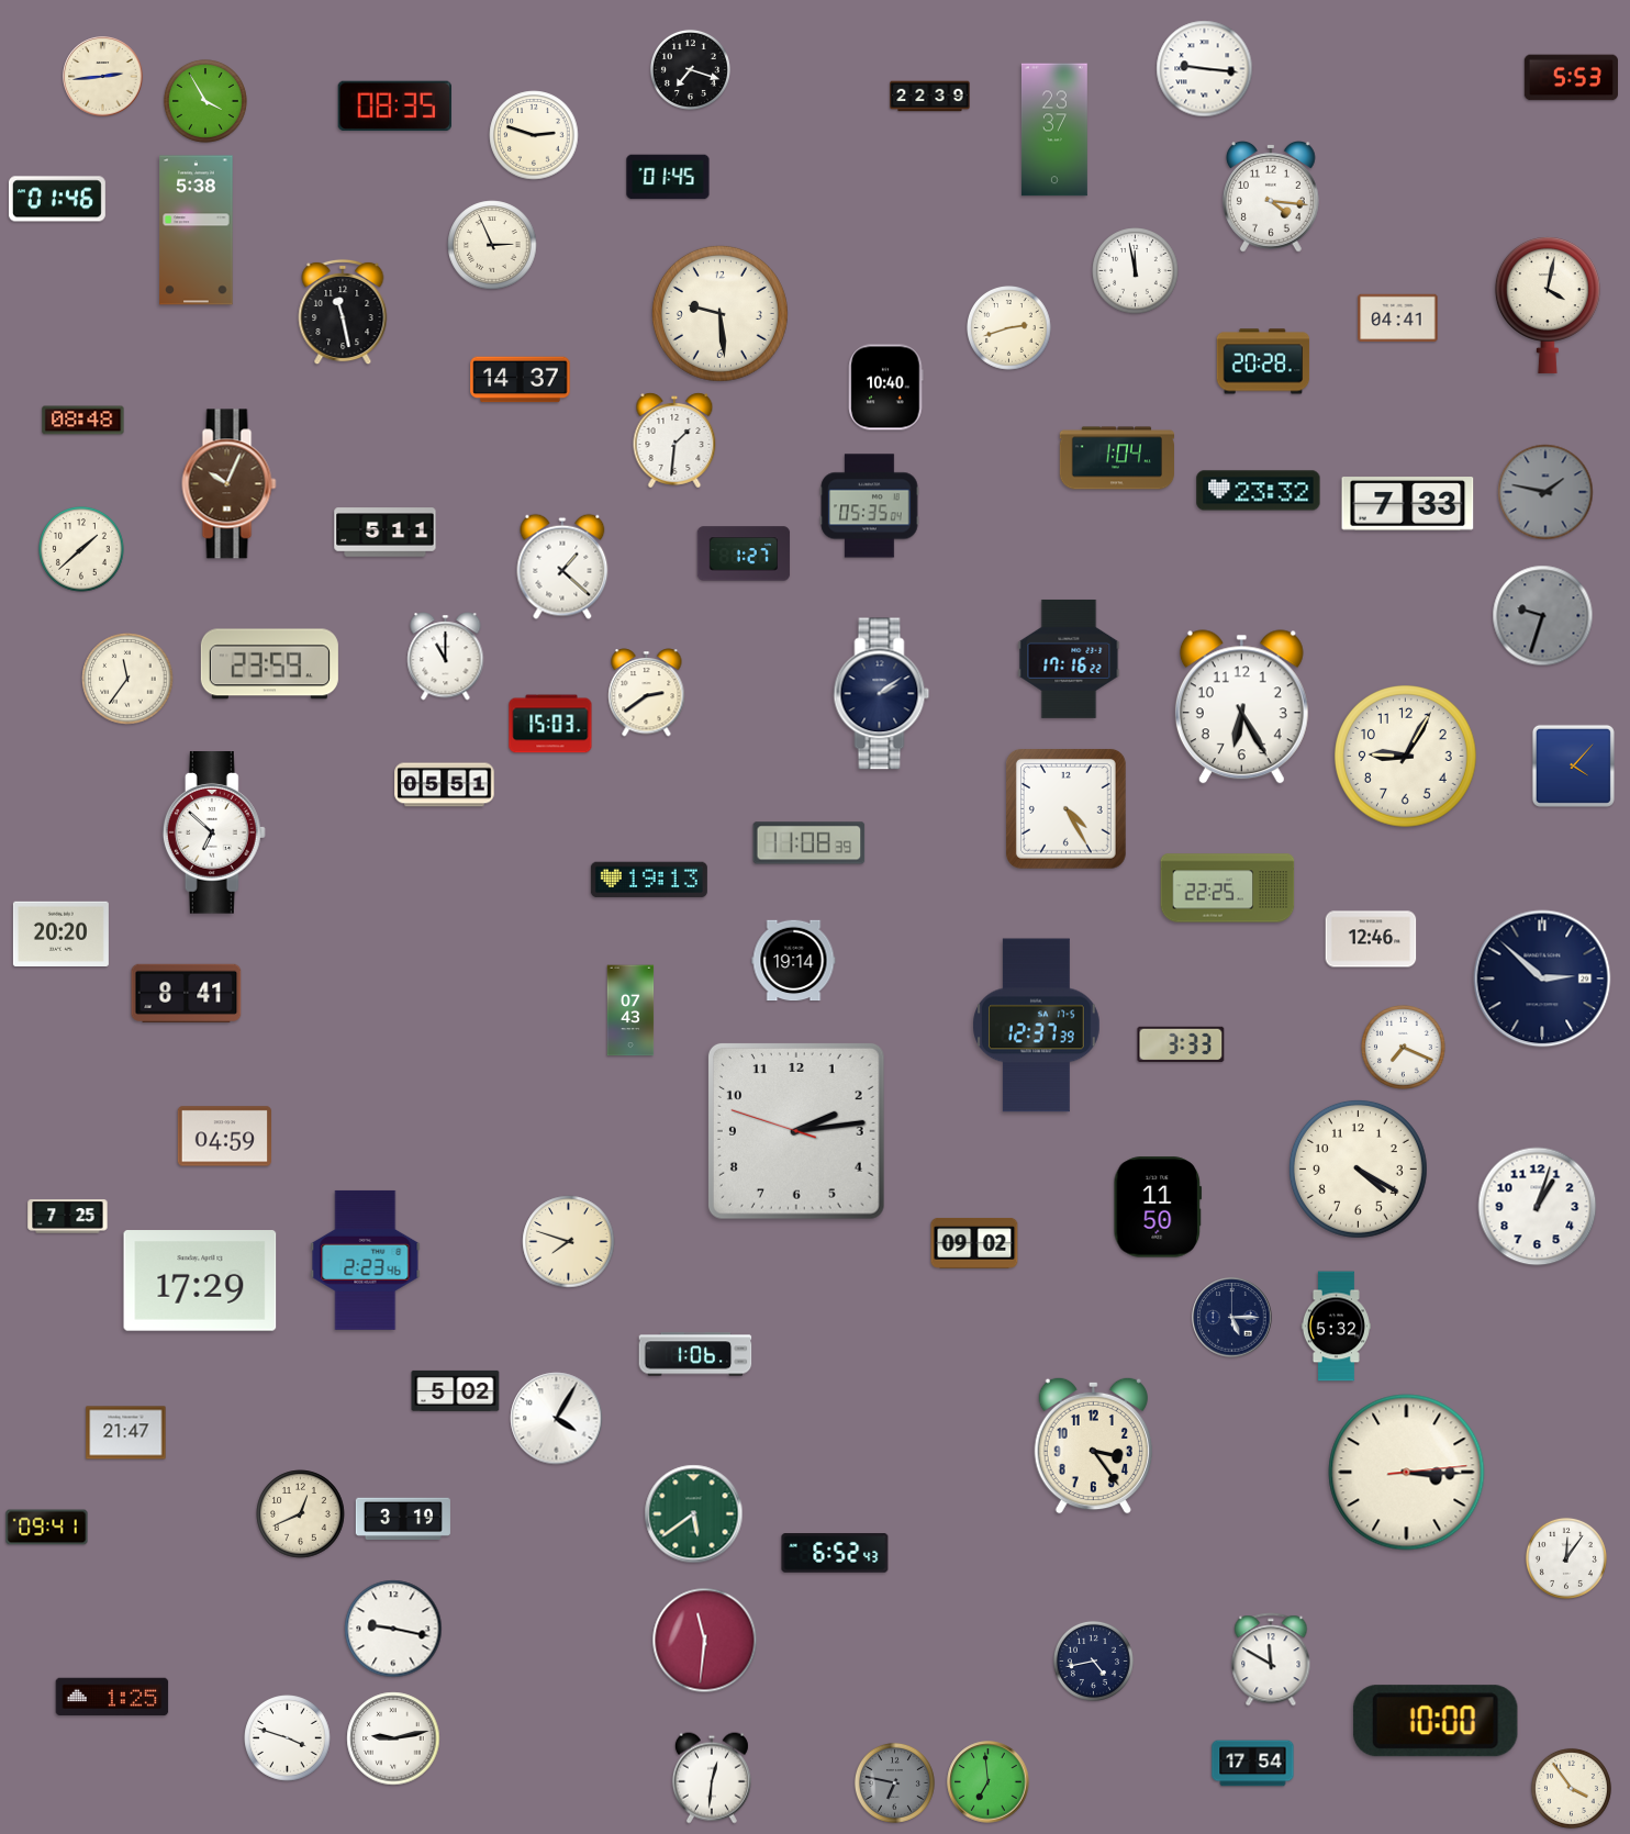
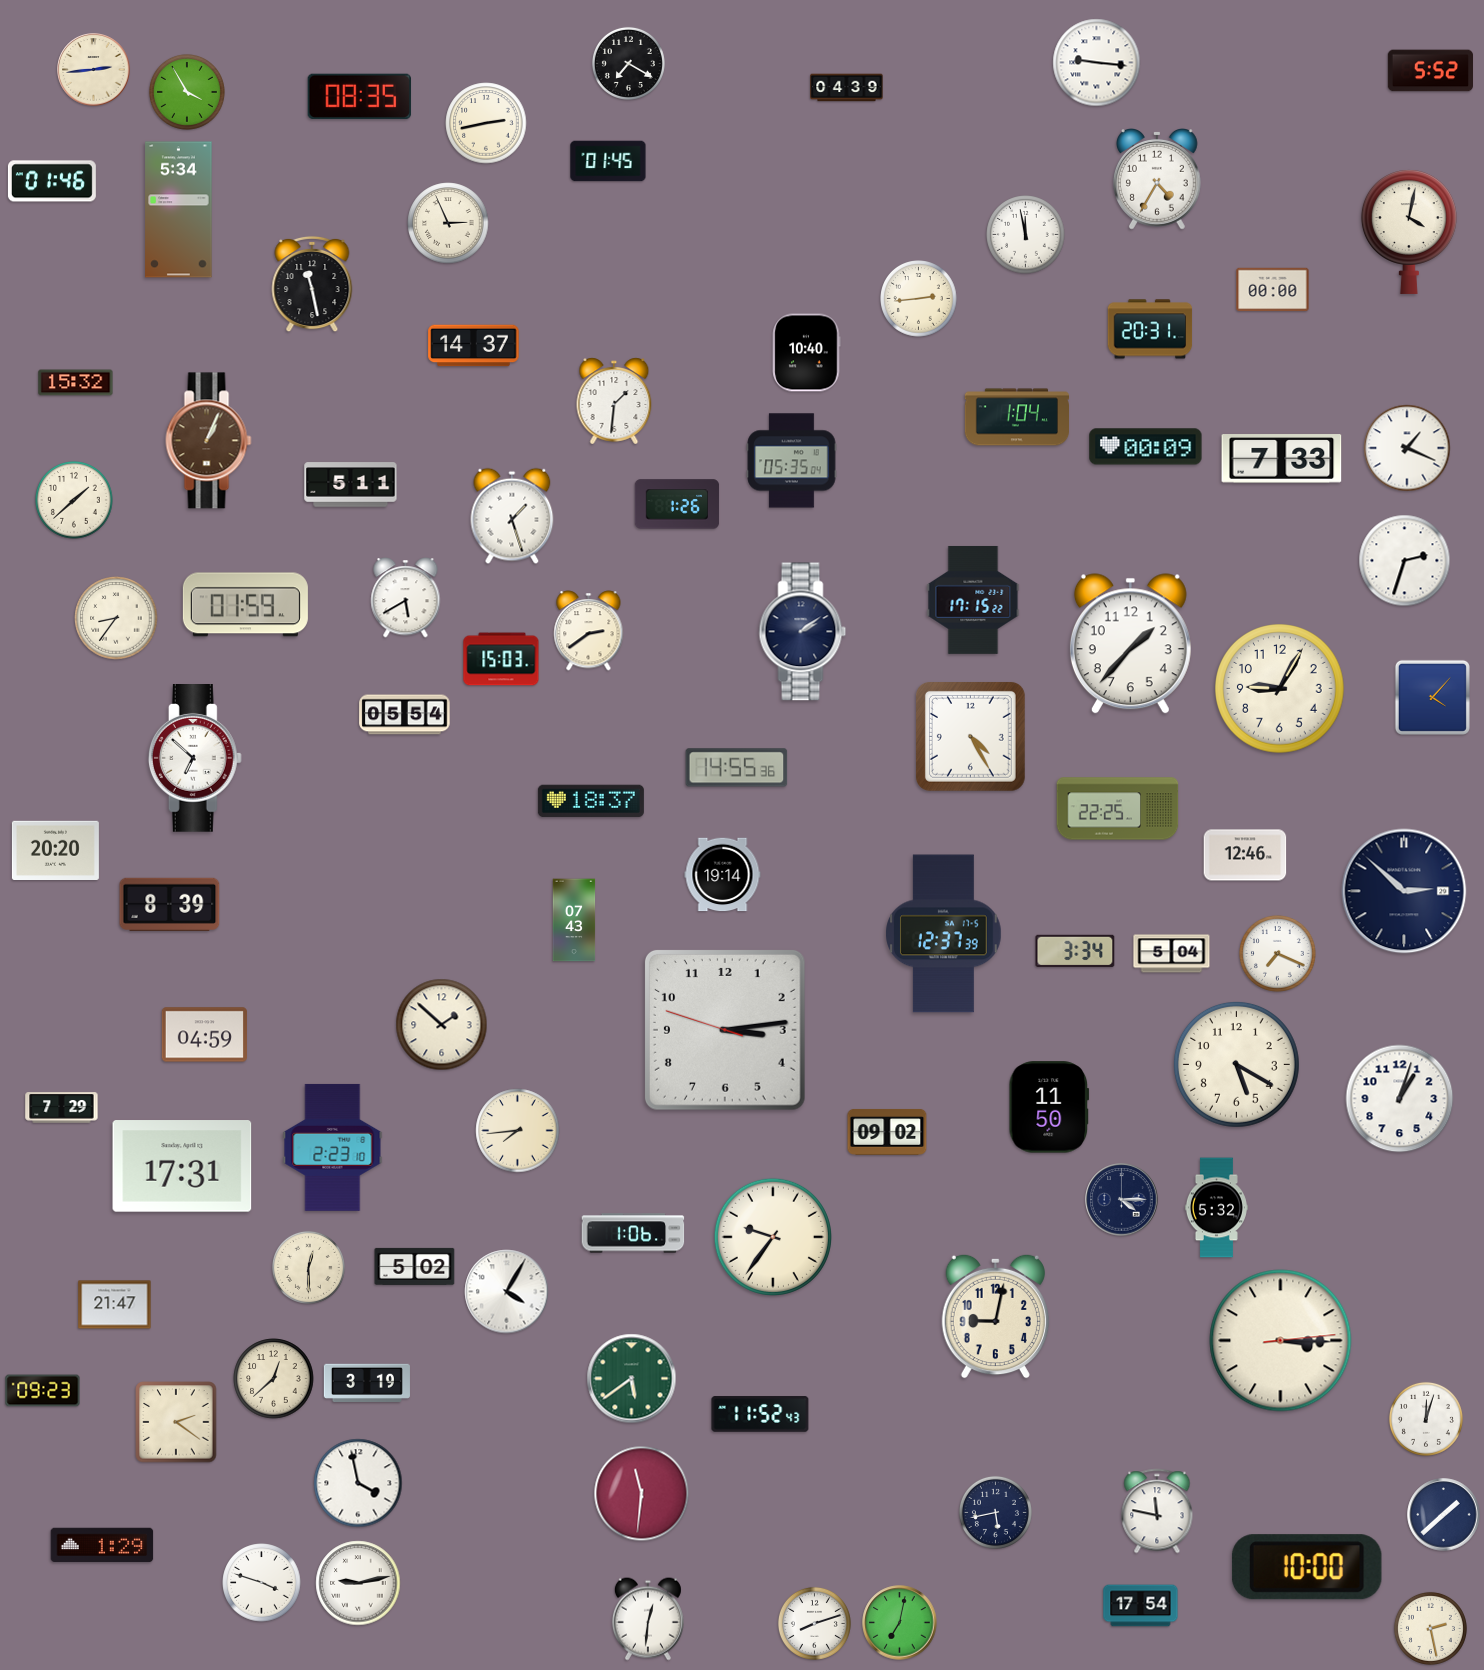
clock at (690, 69): 7:18 -> 7:20
clock at (1571, 78): 5:53 -> 5:52
clock at (930, 97): 22:39 -> 04:39
clock at (1054, 130): 23:37 -> none
clock at (534, 135): 2:48 -> 2:43
clock at (1271, 198): 4:16 -> 4:35
clock at (197, 231): 5:38 -> 5:34
clock at (1136, 271) position: (1136, 271) -> (1026, 235)
clock at (1548, 305) position: (1548, 305) -> (1409, 232)
clock at (719, 313): 9:29 -> none
clock at (1398, 318): 04:41 -> 00:00
clock at (1009, 328): 2:42 -> 2:44
clock at (1263, 361): 20:28 -> 20:31
clock at (83, 421): 08:48 -> 15:32
clock at (230, 484): 10:04 -> 1:04
clock at (1259, 491): 23:32 -> 00:09
clock at (1545, 492): 1:47 -> 1:19
clock at (1545, 492) dial: grey -> white
clock at (744, 553): 1:27 -> 1:26
clock at (562, 567): 1:22 -> 1:27
clock at (1543, 616): 9:33 -> 2:33
clock at (1543, 616) dial: grey -> white
clock at (446, 657): 11:00 -> 5:40
clock at (1069, 659): 17:16 -> 17:15
clock at (269, 664): 23:59 -> 01:59
clock at (127, 679): 11:36 -> 8:36
clock at (1241, 707): 6:25 -> 1:37
clock at (445, 785): 05:51 -> 05:54
clock at (810, 843): 11:08 -> 14:55
clock at (649, 880): 19:13 -> 18:37
clock at (1371, 939) position: (1371, 939) -> (1245, 855)
clock at (187, 993): 8:41 -> 8:39
clock at (1181, 1043): 3:33 -> 3:34
clock at (1172, 954): none -> 5:04
clock at (442, 1025): none -> 1:52
clock at (796, 1131): 2:13 -> 3:13
clock at (1358, 1168): 4:20 -> 5:20
clock at (1158, 1207) position: (1158, 1207) -> (1049, 1107)
clock at (68, 1217): 7:25 -> 7:29
clock at (569, 1242): 7:48 -> 7:44
clock at (366, 1260): 2:23:46 -> 2:23:10
clock at (200, 1281): 17:29 -> 17:31
clock at (1232, 1318): 5:15 -> 4:15
clock at (773, 1237): none -> 9:36
clock at (308, 1267): none -> 12:30
clock at (1093, 1445): 3:24 -> 9:02
clock at (301, 1514): 12:41 -> 12:38
clock at (47, 1528): 09:41 -> 09:23
clock at (835, 1553): 6:52 -> 11:52
clock at (1566, 1558): 12:06 -> 12:03
clock at (176, 1422): none -> 2:21
clock at (393, 1629): 9:17 -> 3:58
clock at (1271, 1659): 11:50 -> 11:47
clock at (1093, 1660): 4:43 -> 5:43
clock at (1444, 1515): none -> 1:38
clock at (112, 1697): 1:25 -> 1:29
clock at (894, 1782): 6:47 -> 8:12
clock at (894, 1782) dial: grey -> white
clock at (989, 1782): 6:59 -> 7:02
clock at (1571, 1788): 3:54 -> 2:28
